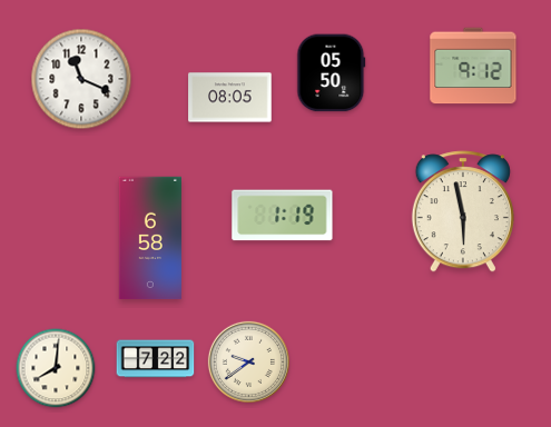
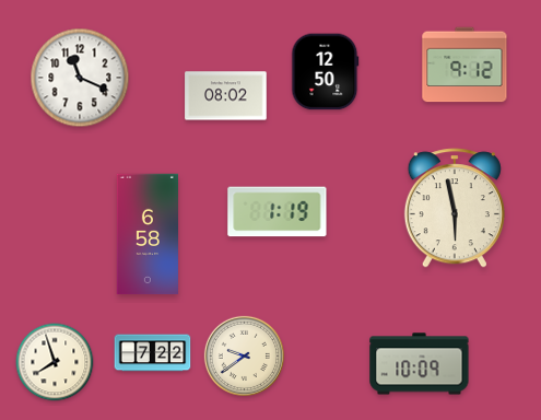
clock at (332, 73): 05:50 -> 12:50
clock at (230, 98): 08:05 -> 08:02
clock at (56, 368): 8:01 -> 7:57
clock at (420, 364): none -> 10:09
